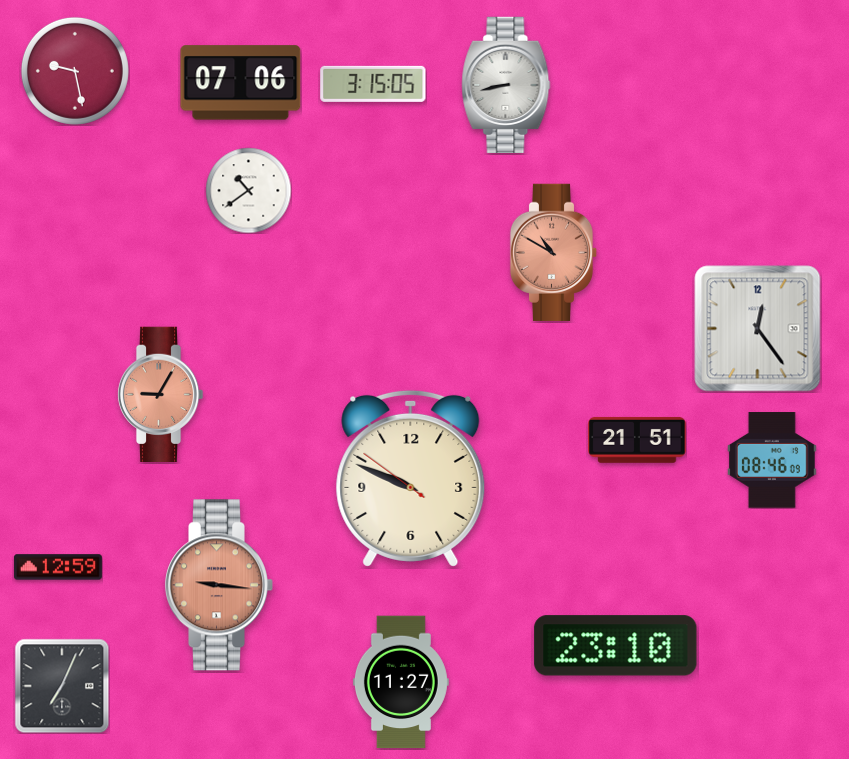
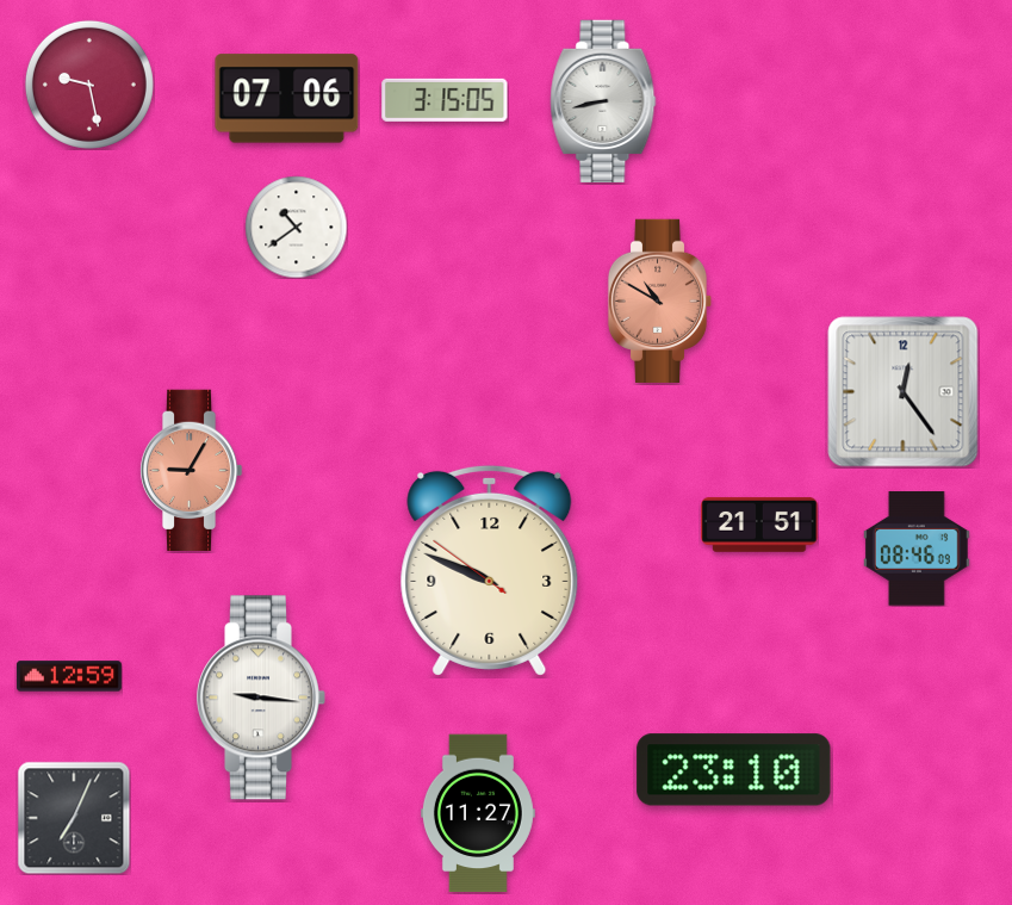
clock at (772, 460) position: (772, 460) -> (917, 548)
clock at (218, 585) dial: salmon -> white
